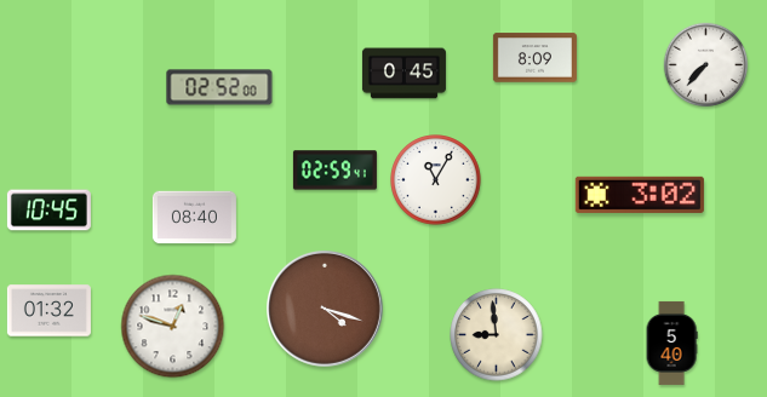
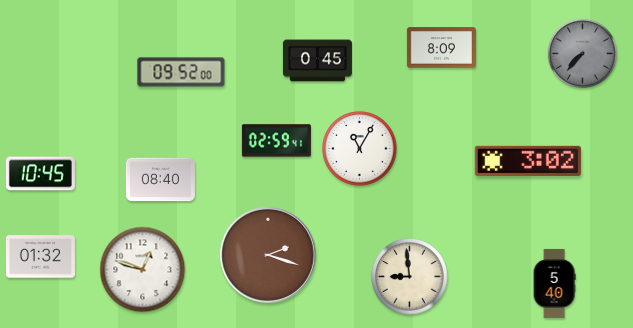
clock at (706, 65) dial: white -> grey
clock at (403, 74) position: (403, 74) -> (317, 61)
clock at (219, 87): 02:52 -> 09:52
clock at (325, 309): 4:18 -> 2:18
